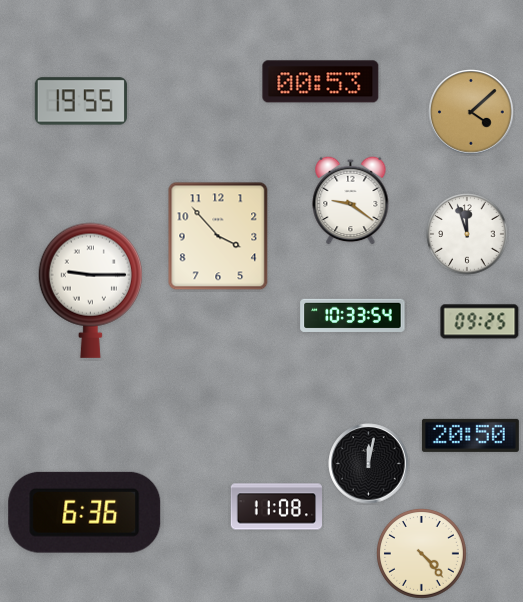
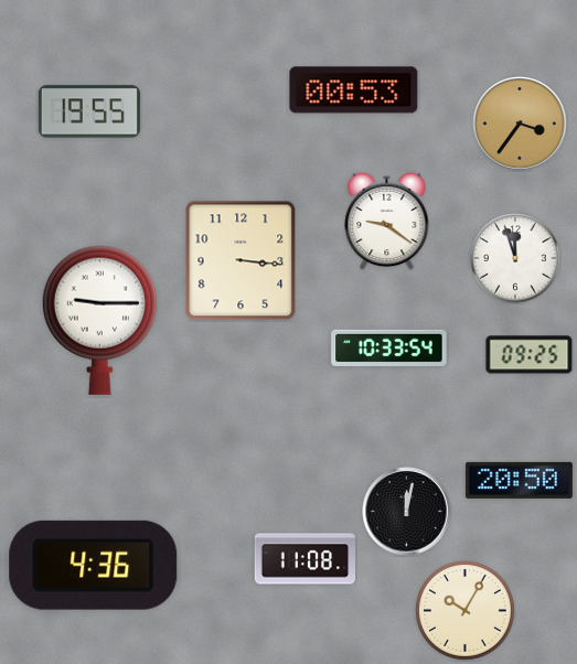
clock at (471, 112): 4:08 -> 3:36
clock at (218, 236): 3:53 -> 3:16
clock at (85, 512): 6:36 -> 4:36
clock at (421, 553): 4:23 -> 10:05
